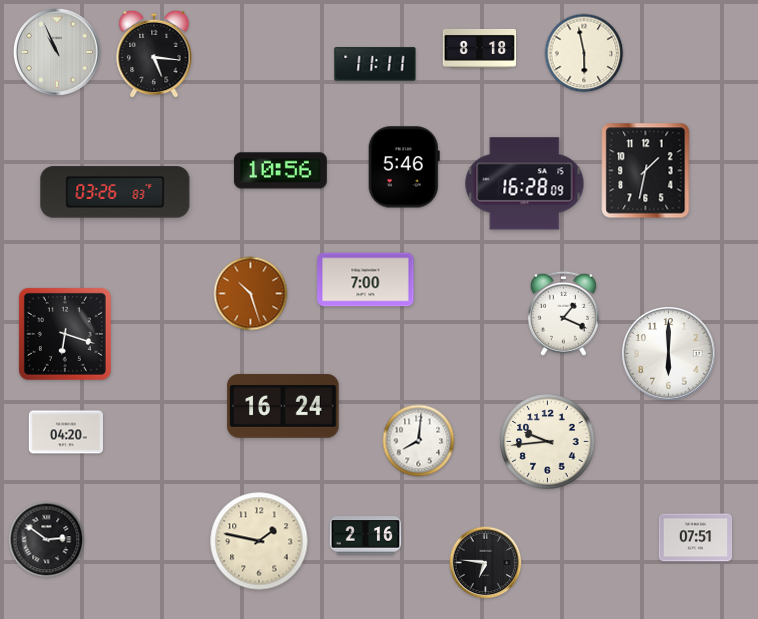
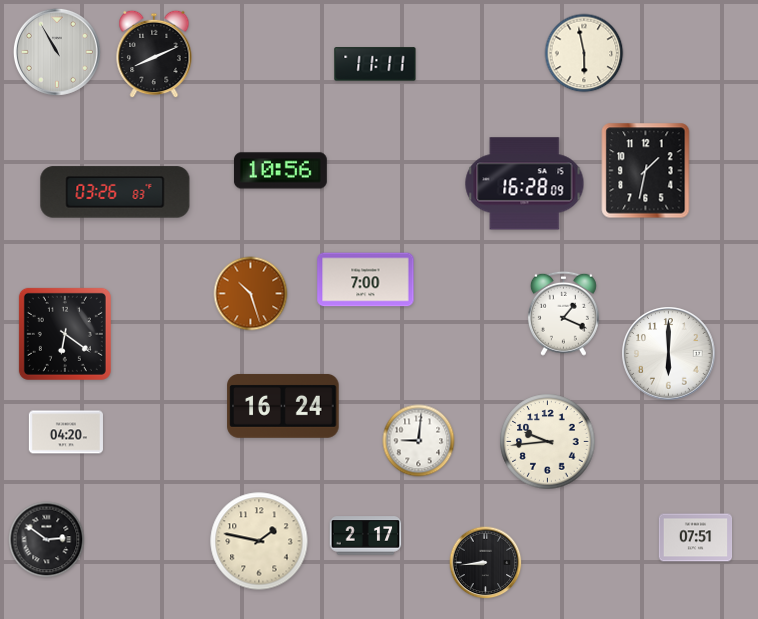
clock at (480, 49): 8:18 -> none
clock at (57, 52): 10:56 -> 10:55
clock at (154, 54): 5:16 -> 8:11
clock at (404, 167): 5:46 -> none
clock at (65, 334): 6:18 -> 6:21
clock at (419, 441): 8:01 -> 9:01
clock at (366, 536): 2:16 -> 2:17
clock at (486, 563): 6:46 -> 8:44
